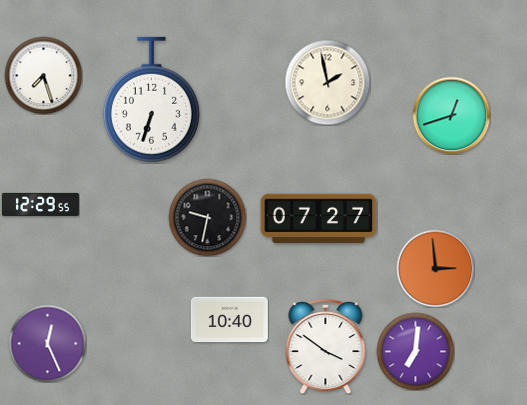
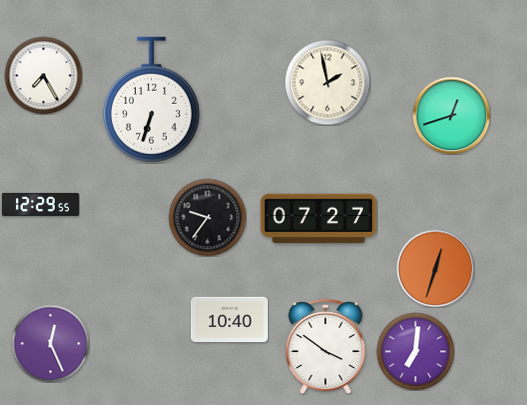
clock at (43, 75): 7:27 -> 7:25
clock at (207, 217): 9:32 -> 9:36
clock at (435, 268): 2:59 -> 12:33
clock at (47, 343) position: (47, 343) -> (50, 343)
